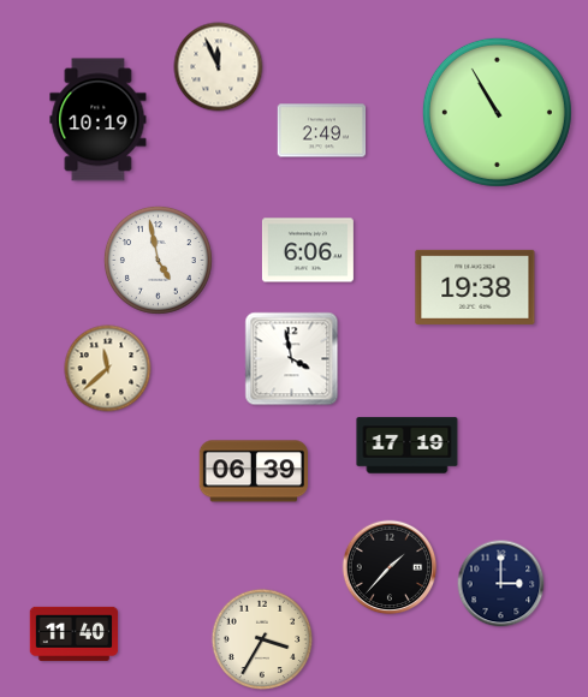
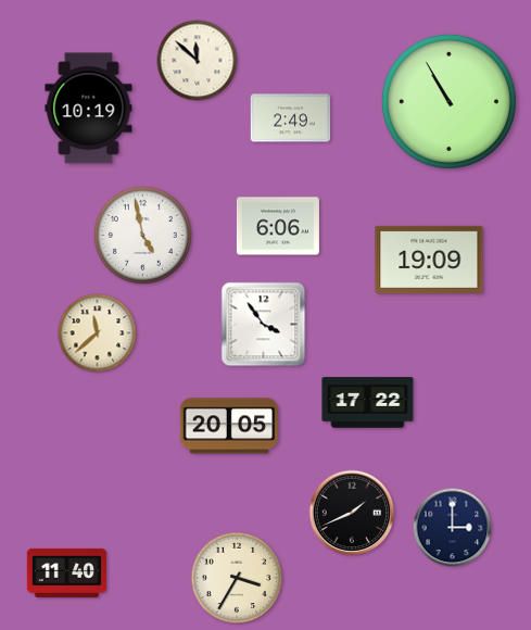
clock at (219, 67): 11:56 -> 11:52
clock at (475, 287): 19:38 -> 19:09
clock at (292, 359): 3:58 -> 3:54
clock at (408, 446): 17:19 -> 17:22
clock at (253, 471): 06:39 -> 20:05
clock at (390, 567): 1:37 -> 1:41
